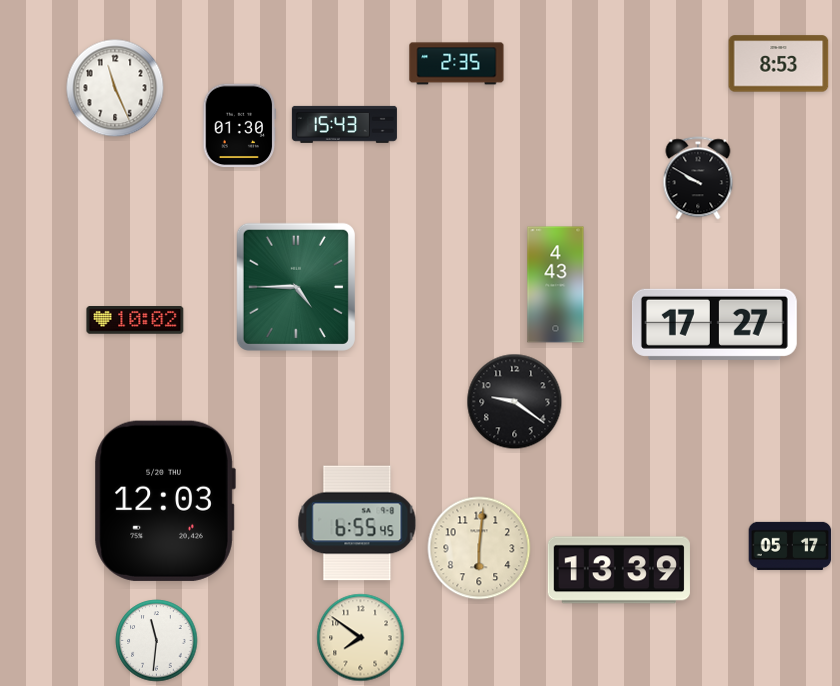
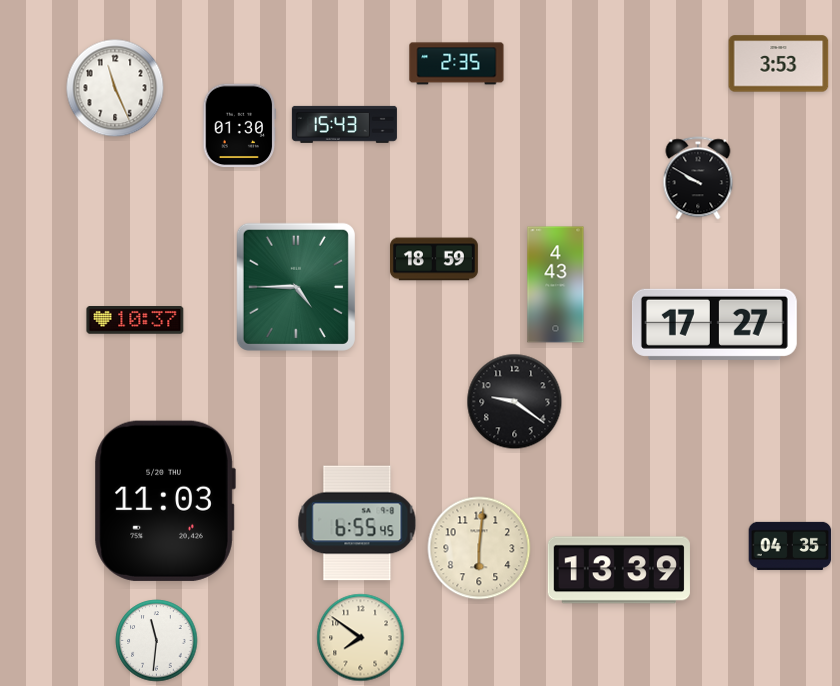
clock at (779, 64): 8:53 -> 3:53
clock at (435, 259): none -> 18:59
clock at (135, 320): 10:02 -> 10:37
clock at (165, 501): 12:03 -> 11:03
clock at (790, 546): 05:17 -> 04:35
